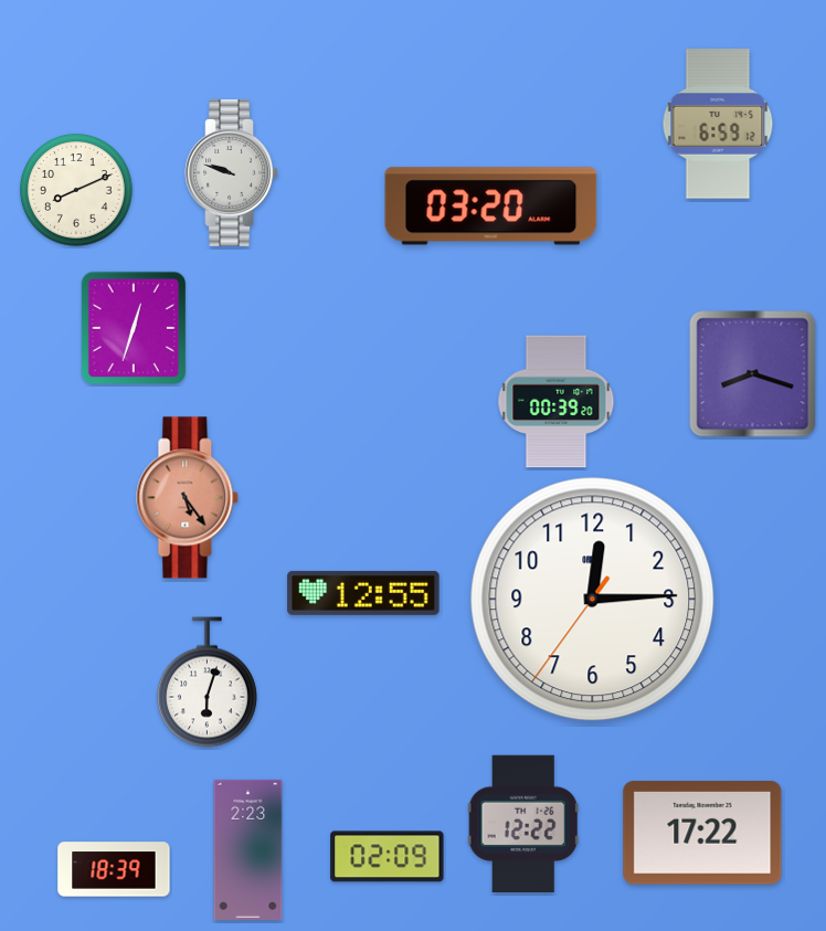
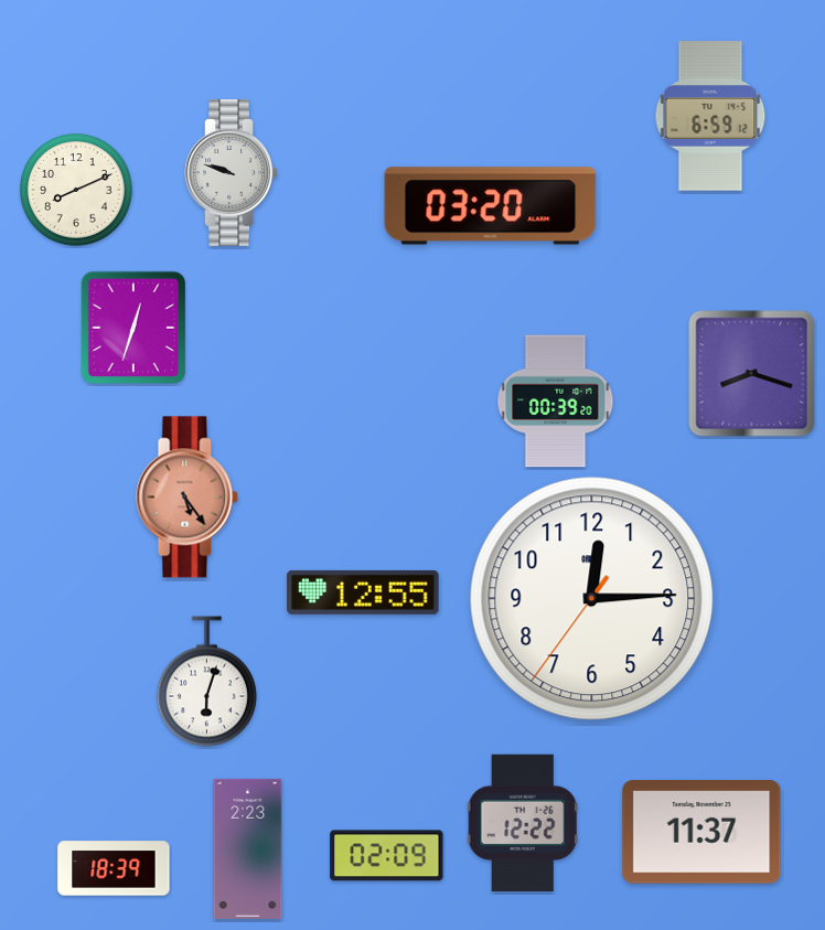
clock at (718, 124) position: (718, 124) -> (710, 116)
clock at (702, 833): 17:22 -> 11:37
